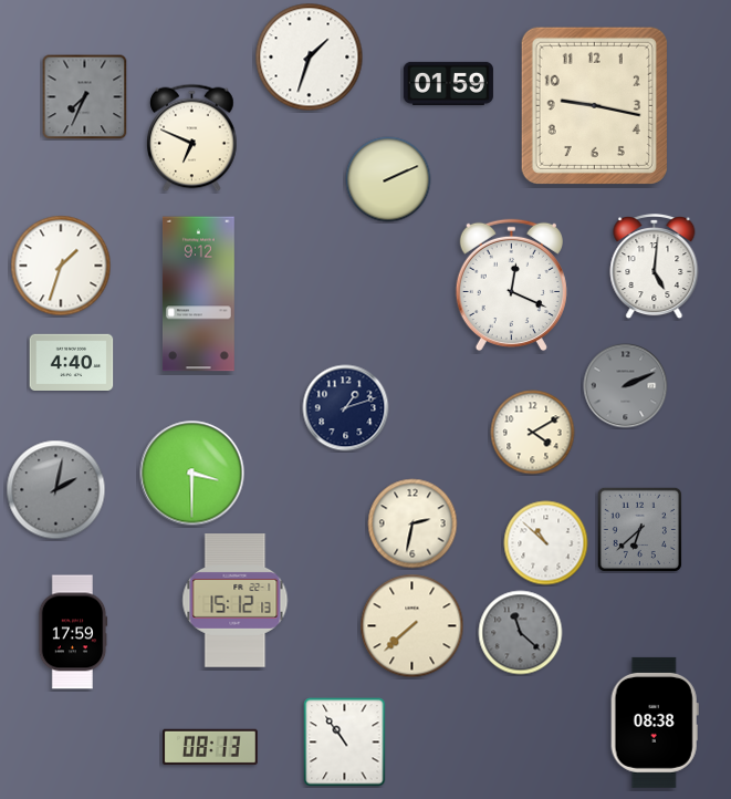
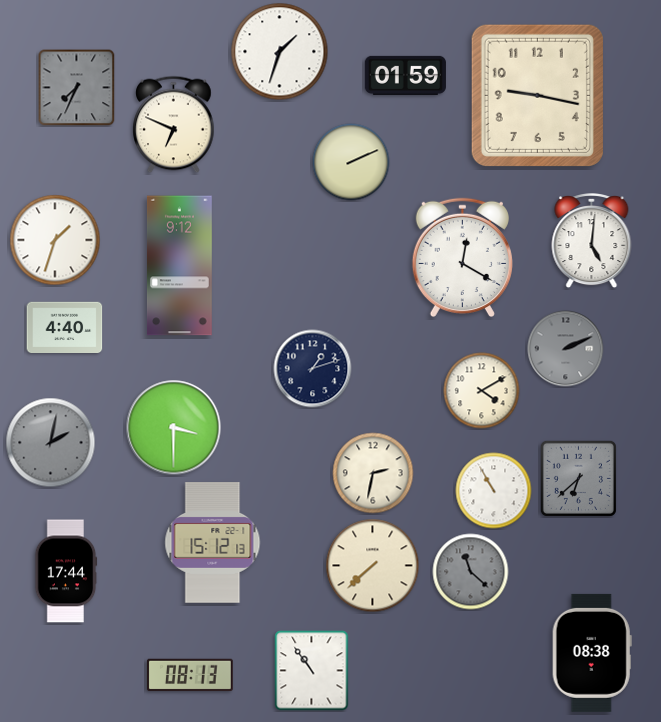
clock at (511, 286): 12:19 -> 12:20
clock at (546, 543): 10:52 -> 10:55
clock at (73, 632): 17:59 -> 17:44
